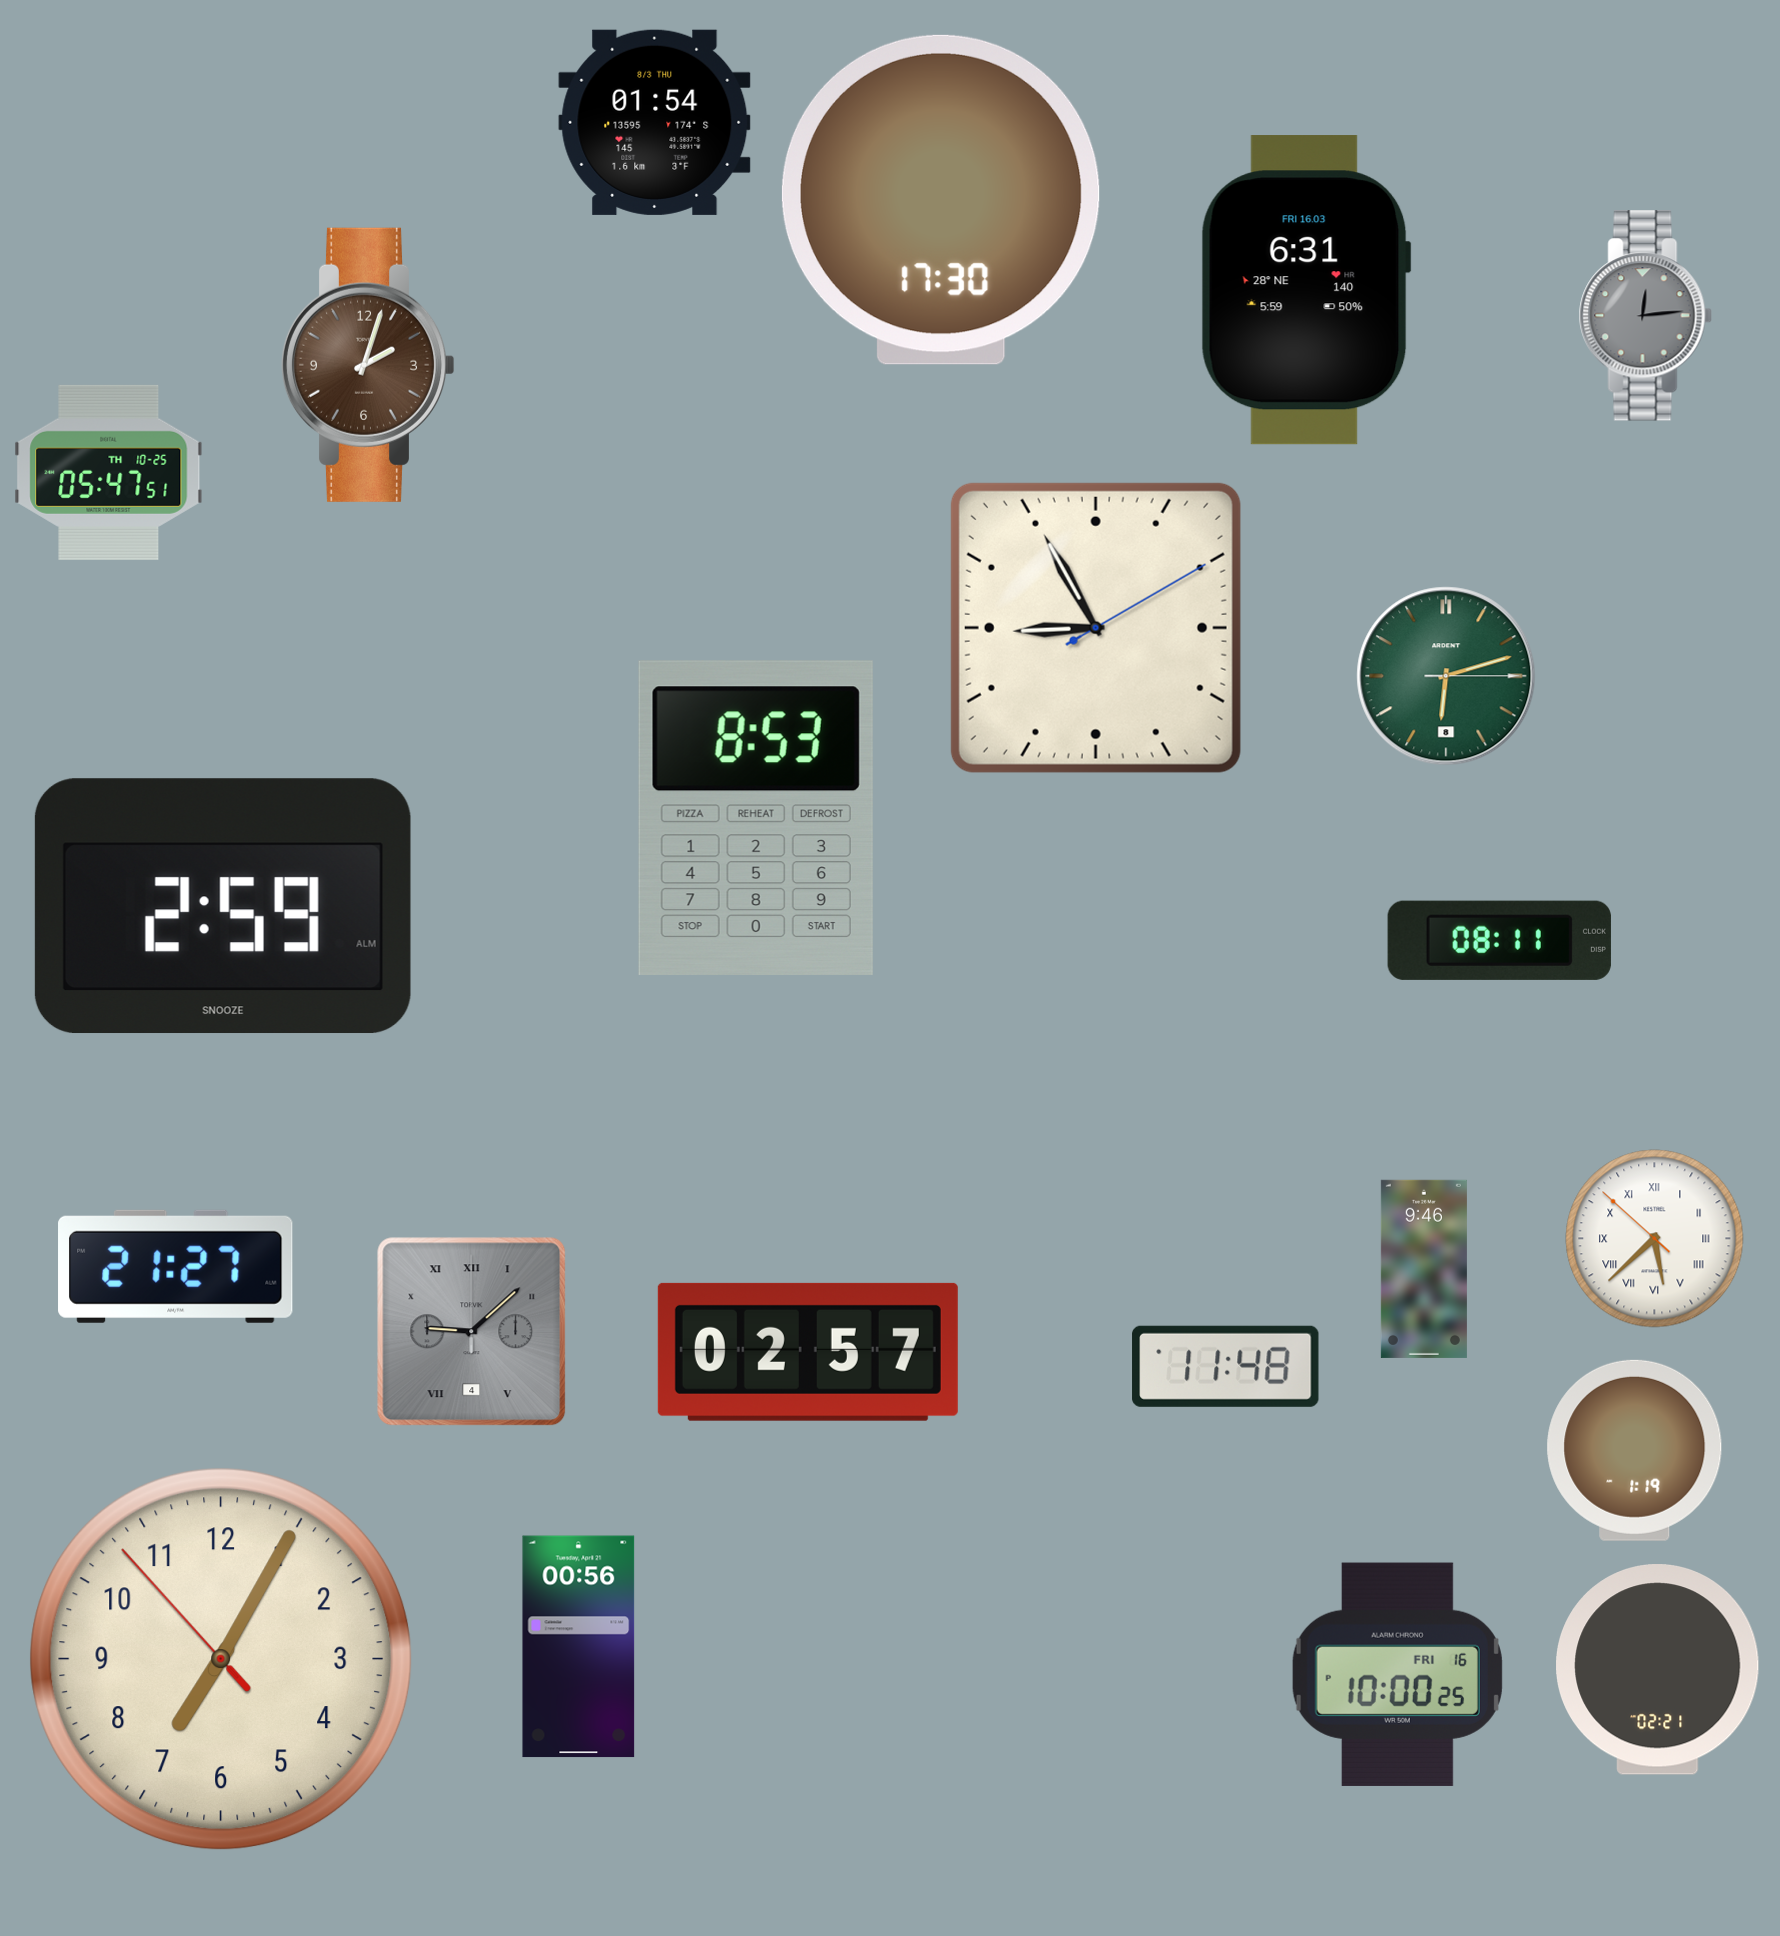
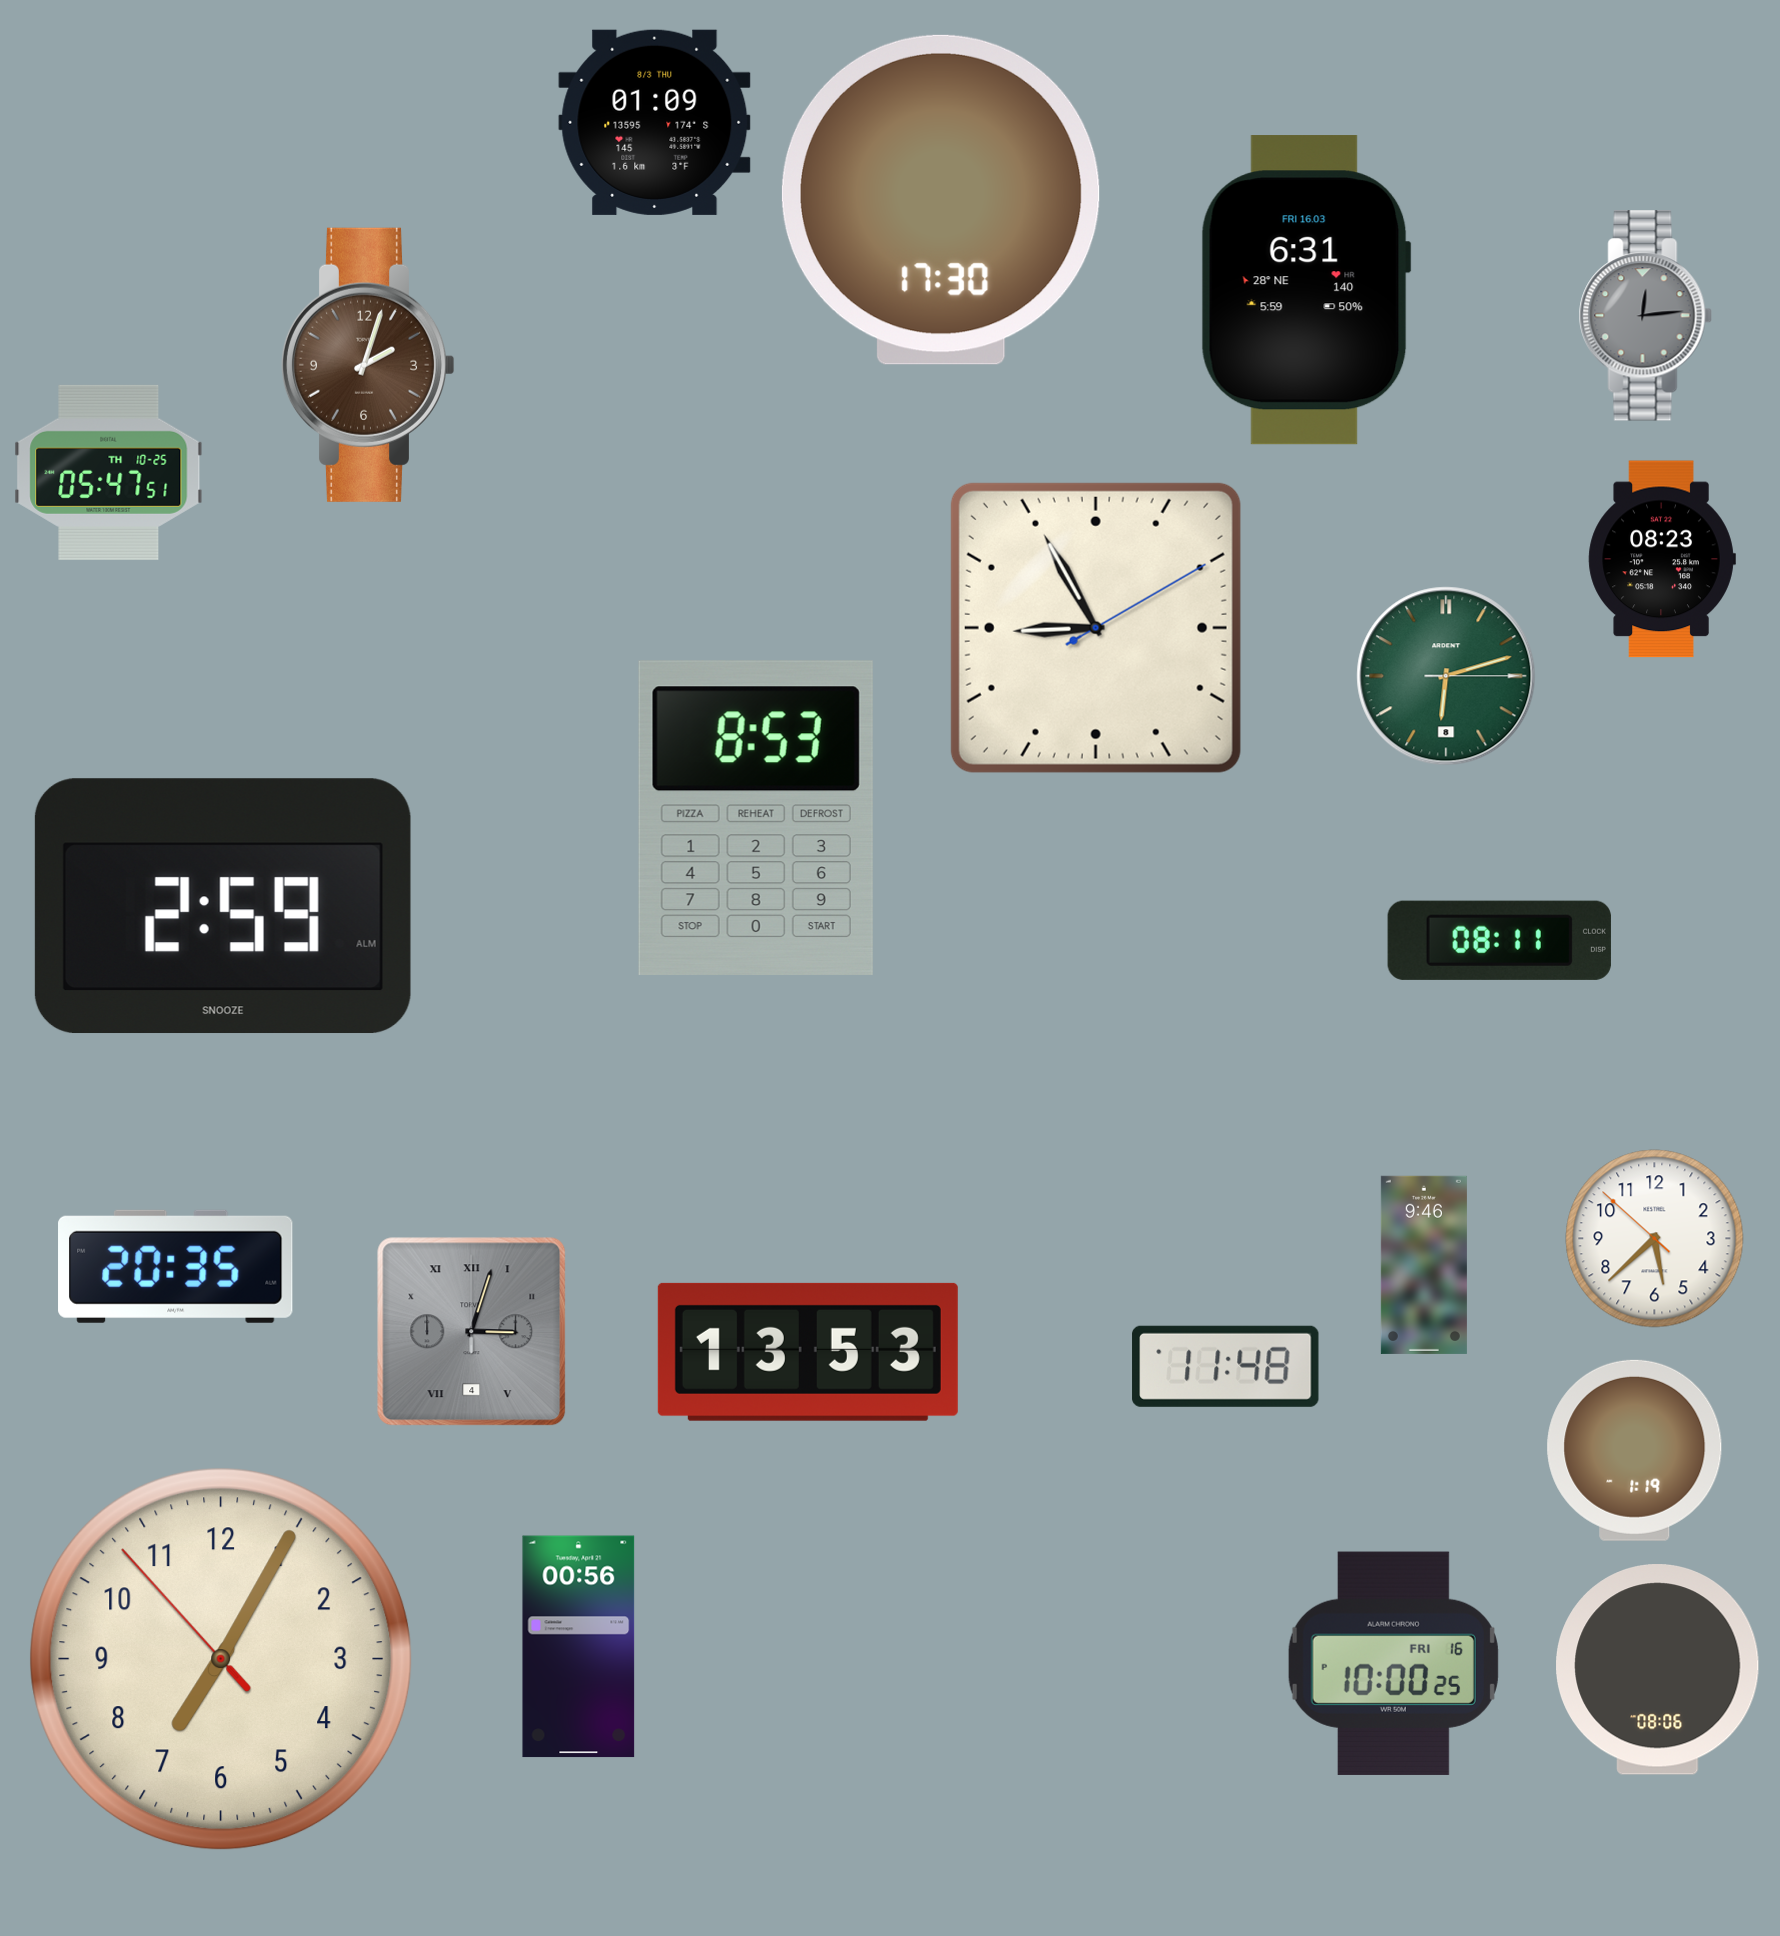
clock at (655, 122): 01:54 -> 01:09
clock at (1662, 559): none -> 08:23
clock at (1655, 1239) numerals: Roman -> Arabic
clock at (176, 1266): 21:27 -> 20:35
clock at (1424, 1269) position: (1424, 1269) -> (1424, 1265)
clock at (472, 1332): 9:08 -> 3:03
clock at (808, 1352): 02:57 -> 13:53
clock at (1658, 1670): 02:21 -> 08:06
clock at (1397, 1674) position: (1397, 1674) -> (1393, 1663)
